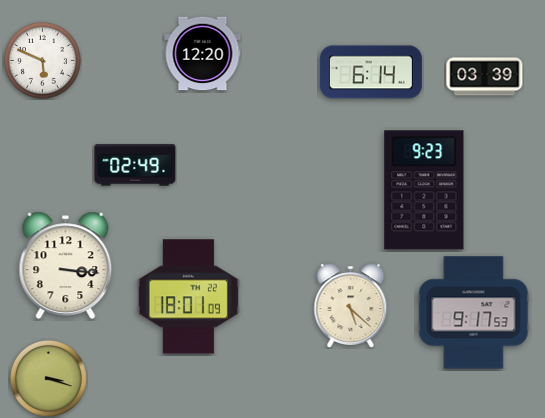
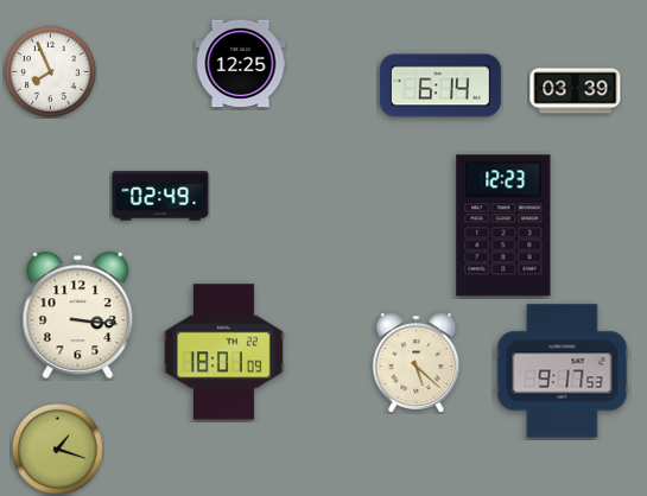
clock at (203, 54): 12:20 -> 12:25
clock at (42, 60): 5:49 -> 7:56
clock at (424, 190): 9:23 -> 12:23
clock at (48, 378): 3:18 -> 1:18
